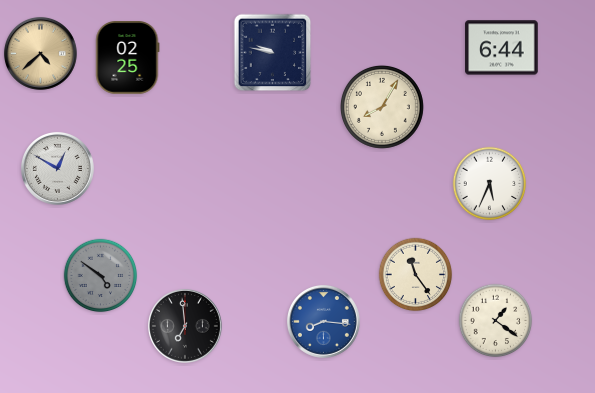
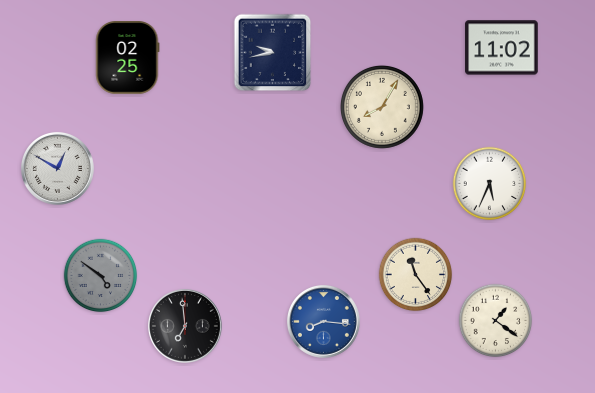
clock at (502, 48): 6:44 -> 11:02
clock at (40, 53): 4:38 -> none
clock at (273, 53): 9:47 -> 9:43
